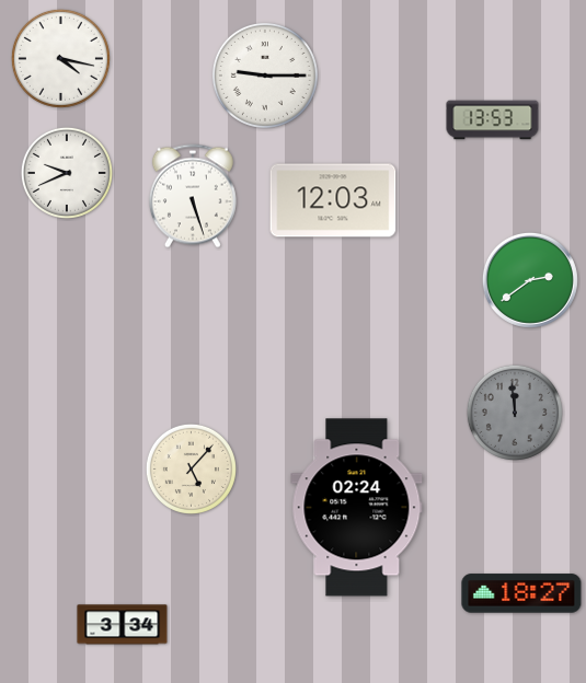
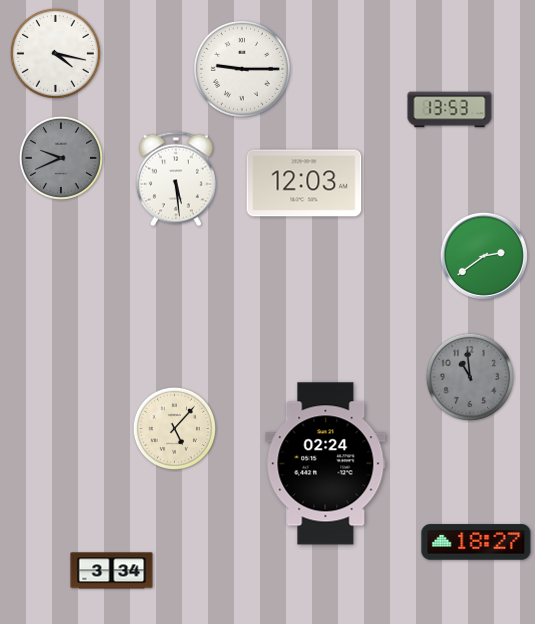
clock at (67, 173) dial: white -> grey
clock at (193, 196): 5:27 -> 5:29
clock at (515, 413): 11:59 -> 10:59
